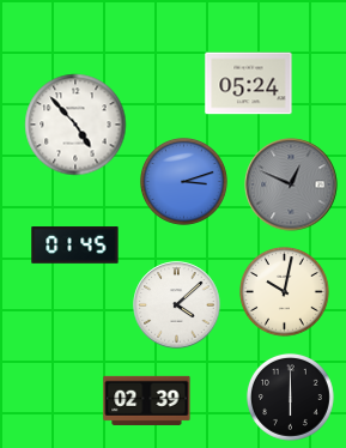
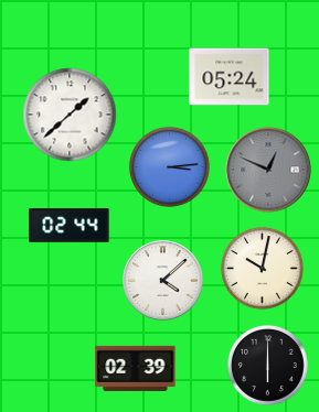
clock at (75, 125): 4:53 -> 1:38
clock at (183, 181): 3:12 -> 3:14
clock at (75, 246): 01:45 -> 02:44
